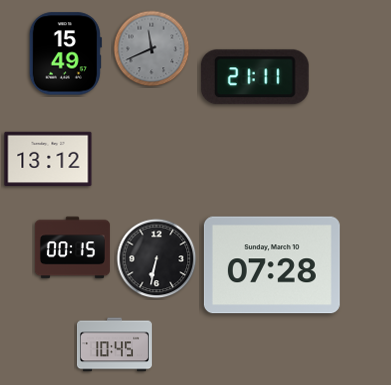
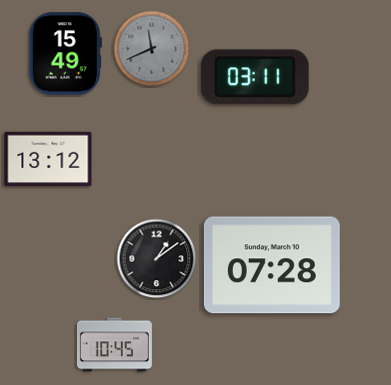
clock at (255, 77): 21:11 -> 03:11
clock at (72, 248): 00:15 -> none
clock at (157, 259): 6:32 -> 1:09
